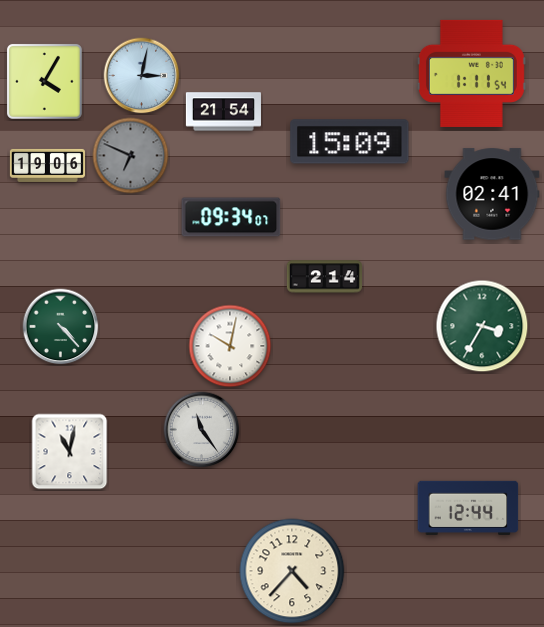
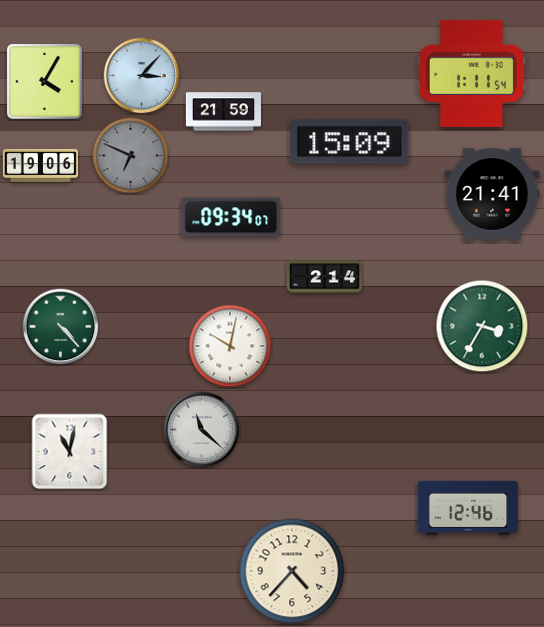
clock at (142, 76): 3:02 -> 3:07
clock at (223, 112): 21:54 -> 21:59
clock at (47, 165) position: (47, 165) -> (40, 165)
clock at (492, 194): 02:41 -> 21:41
clock at (202, 430): 11:24 -> 11:22
clock at (468, 508): 12:44 -> 12:46
